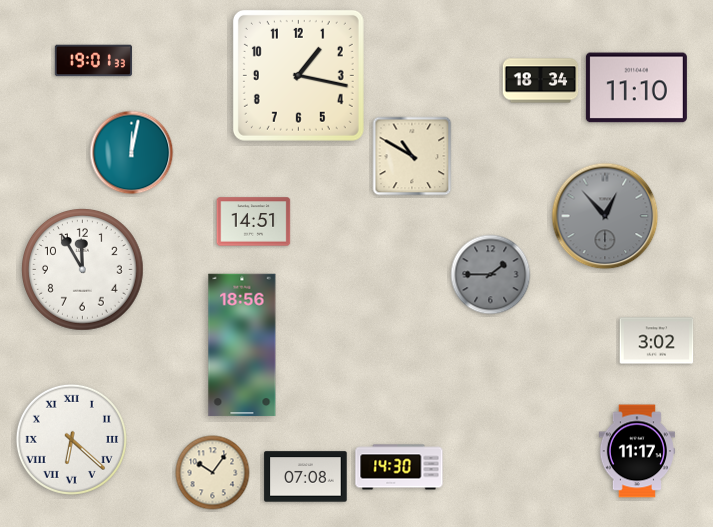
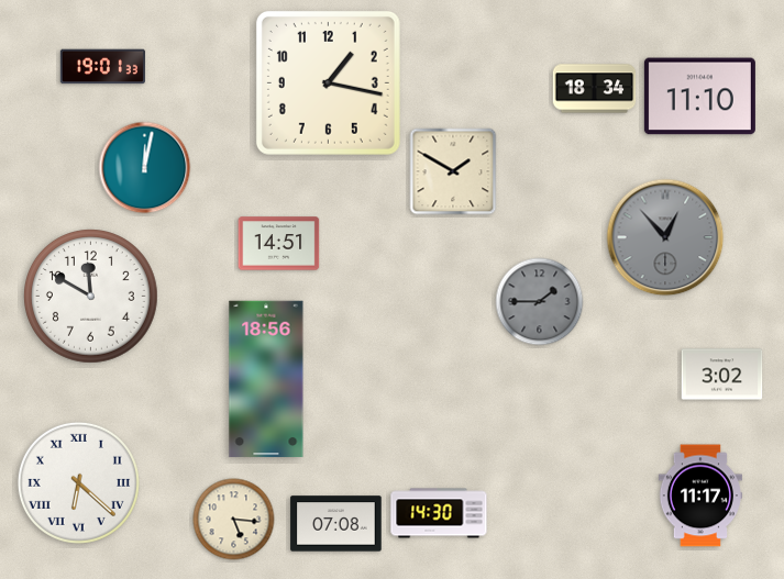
clock at (412, 156): 10:50 -> 1:50
clock at (83, 270): 11:55 -> 11:50
clock at (213, 473): 10:06 -> 5:16
